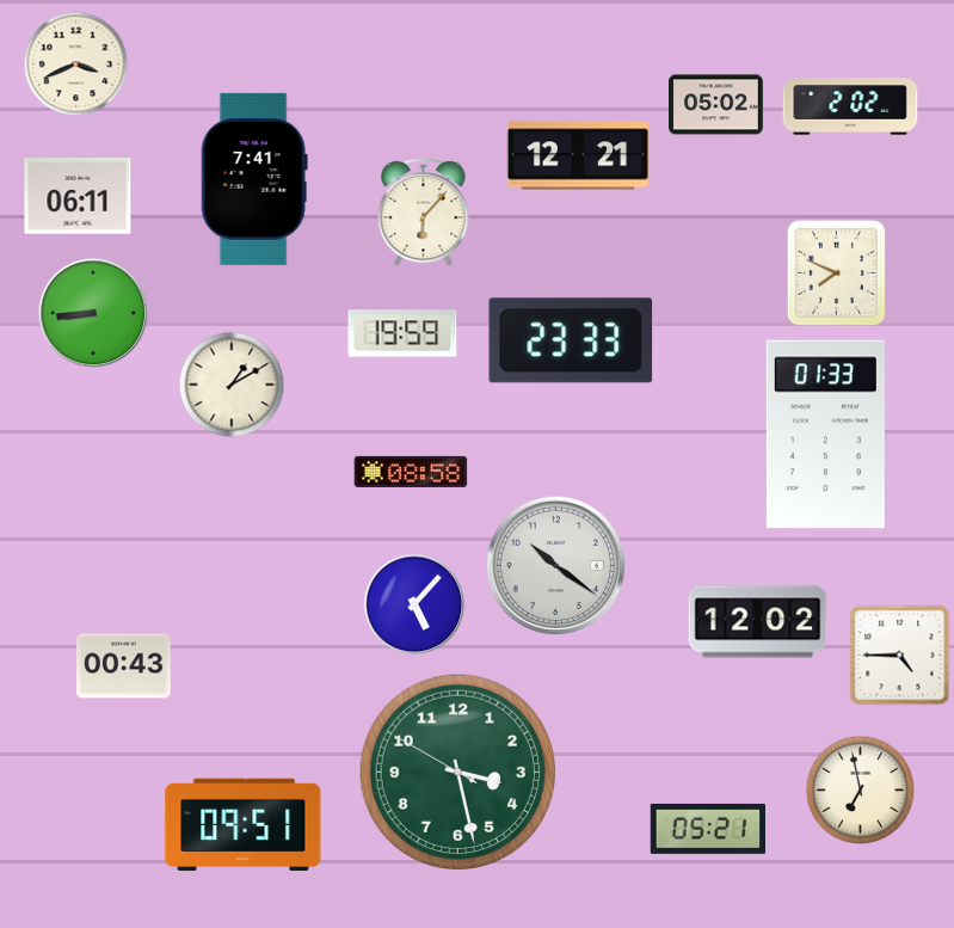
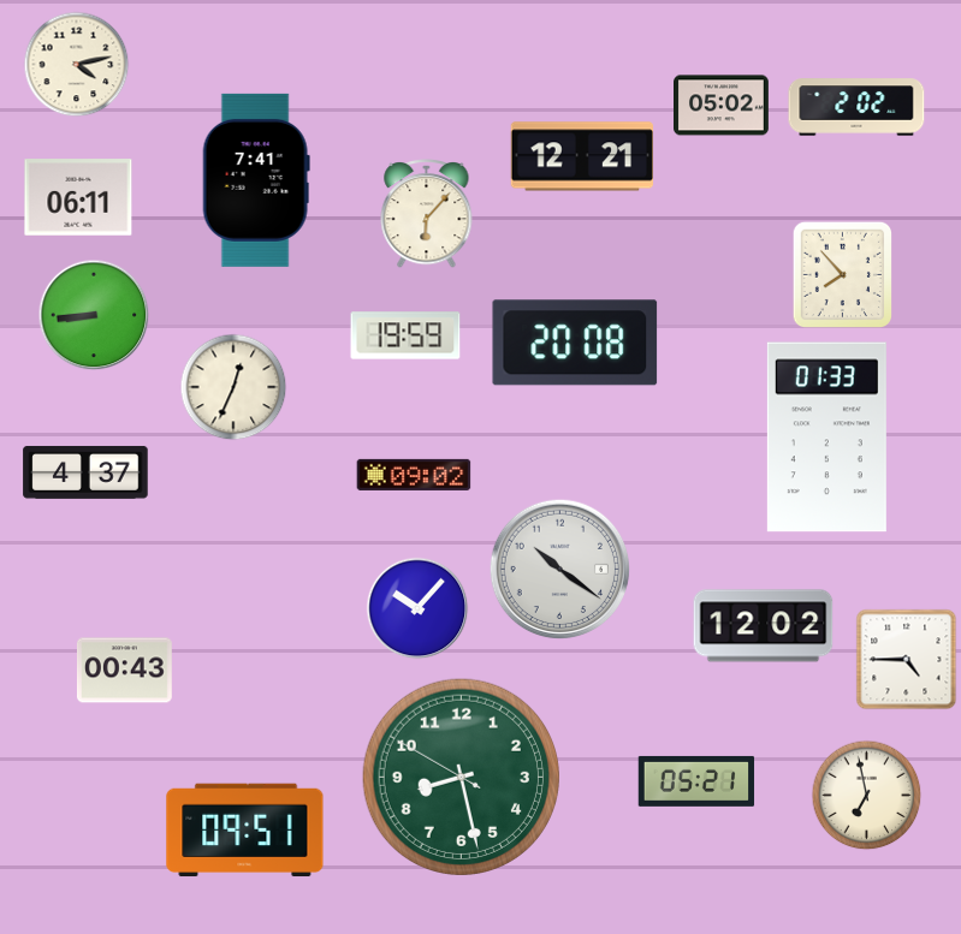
clock at (76, 64): 3:41 -> 4:13
clock at (836, 274): 7:49 -> 7:53
clock at (571, 340): 23:33 -> 20:08
clock at (232, 385): 1:10 -> 12:34
clock at (825, 435) position: (825, 435) -> (826, 438)
clock at (85, 472): none -> 4:37
clock at (411, 472): 08:58 -> 09:02
clock at (414, 604): 5:07 -> 10:07
clock at (457, 772): 3:27 -> 8:27
clock at (708, 829) position: (708, 829) -> (696, 781)
